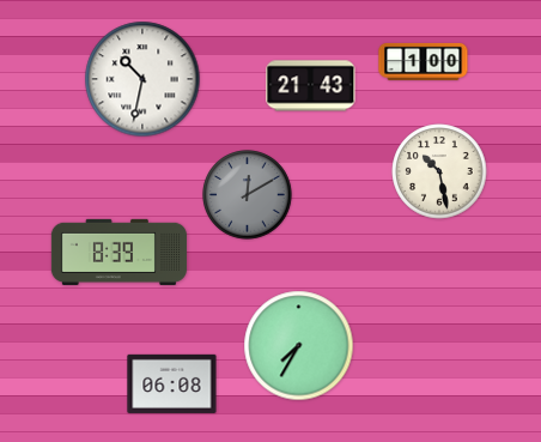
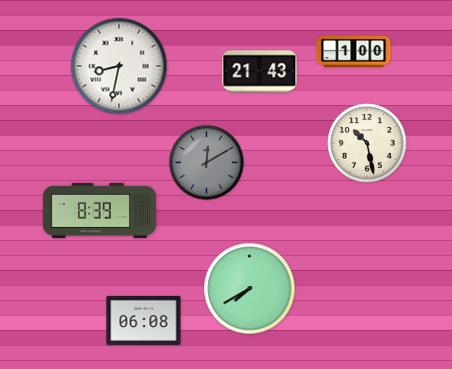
clock at (142, 79): 10:32 -> 8:32
clock at (299, 346): 7:35 -> 7:40
